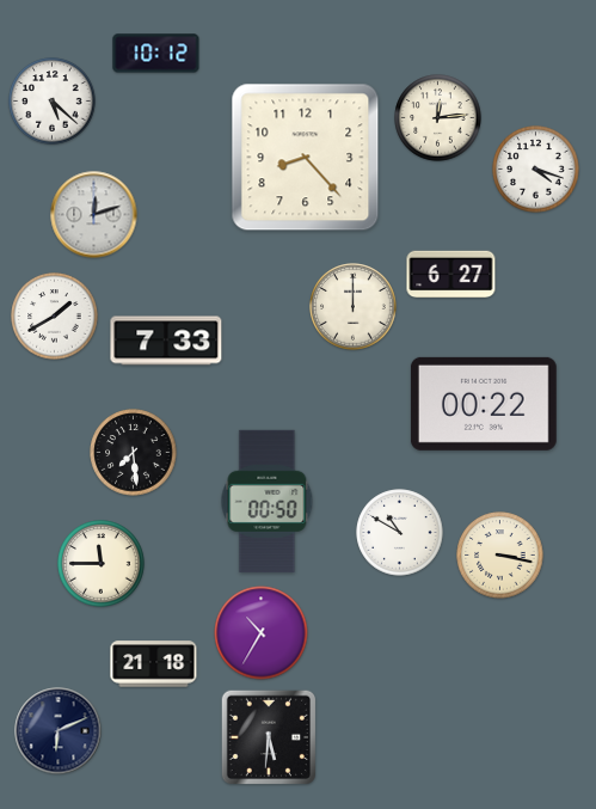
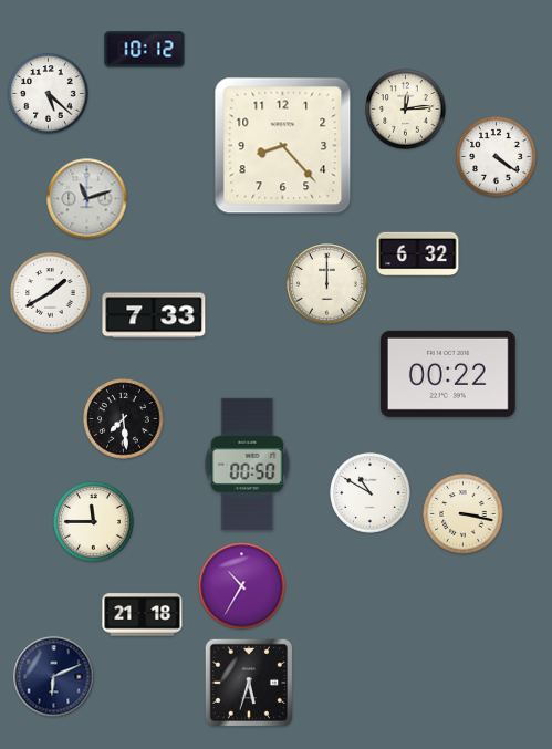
clock at (536, 170): 4:18 -> 4:21
clock at (94, 215): 12:12 -> 11:12
clock at (451, 275): 6:27 -> 6:32
clock at (269, 737): 5:31 -> 5:33
